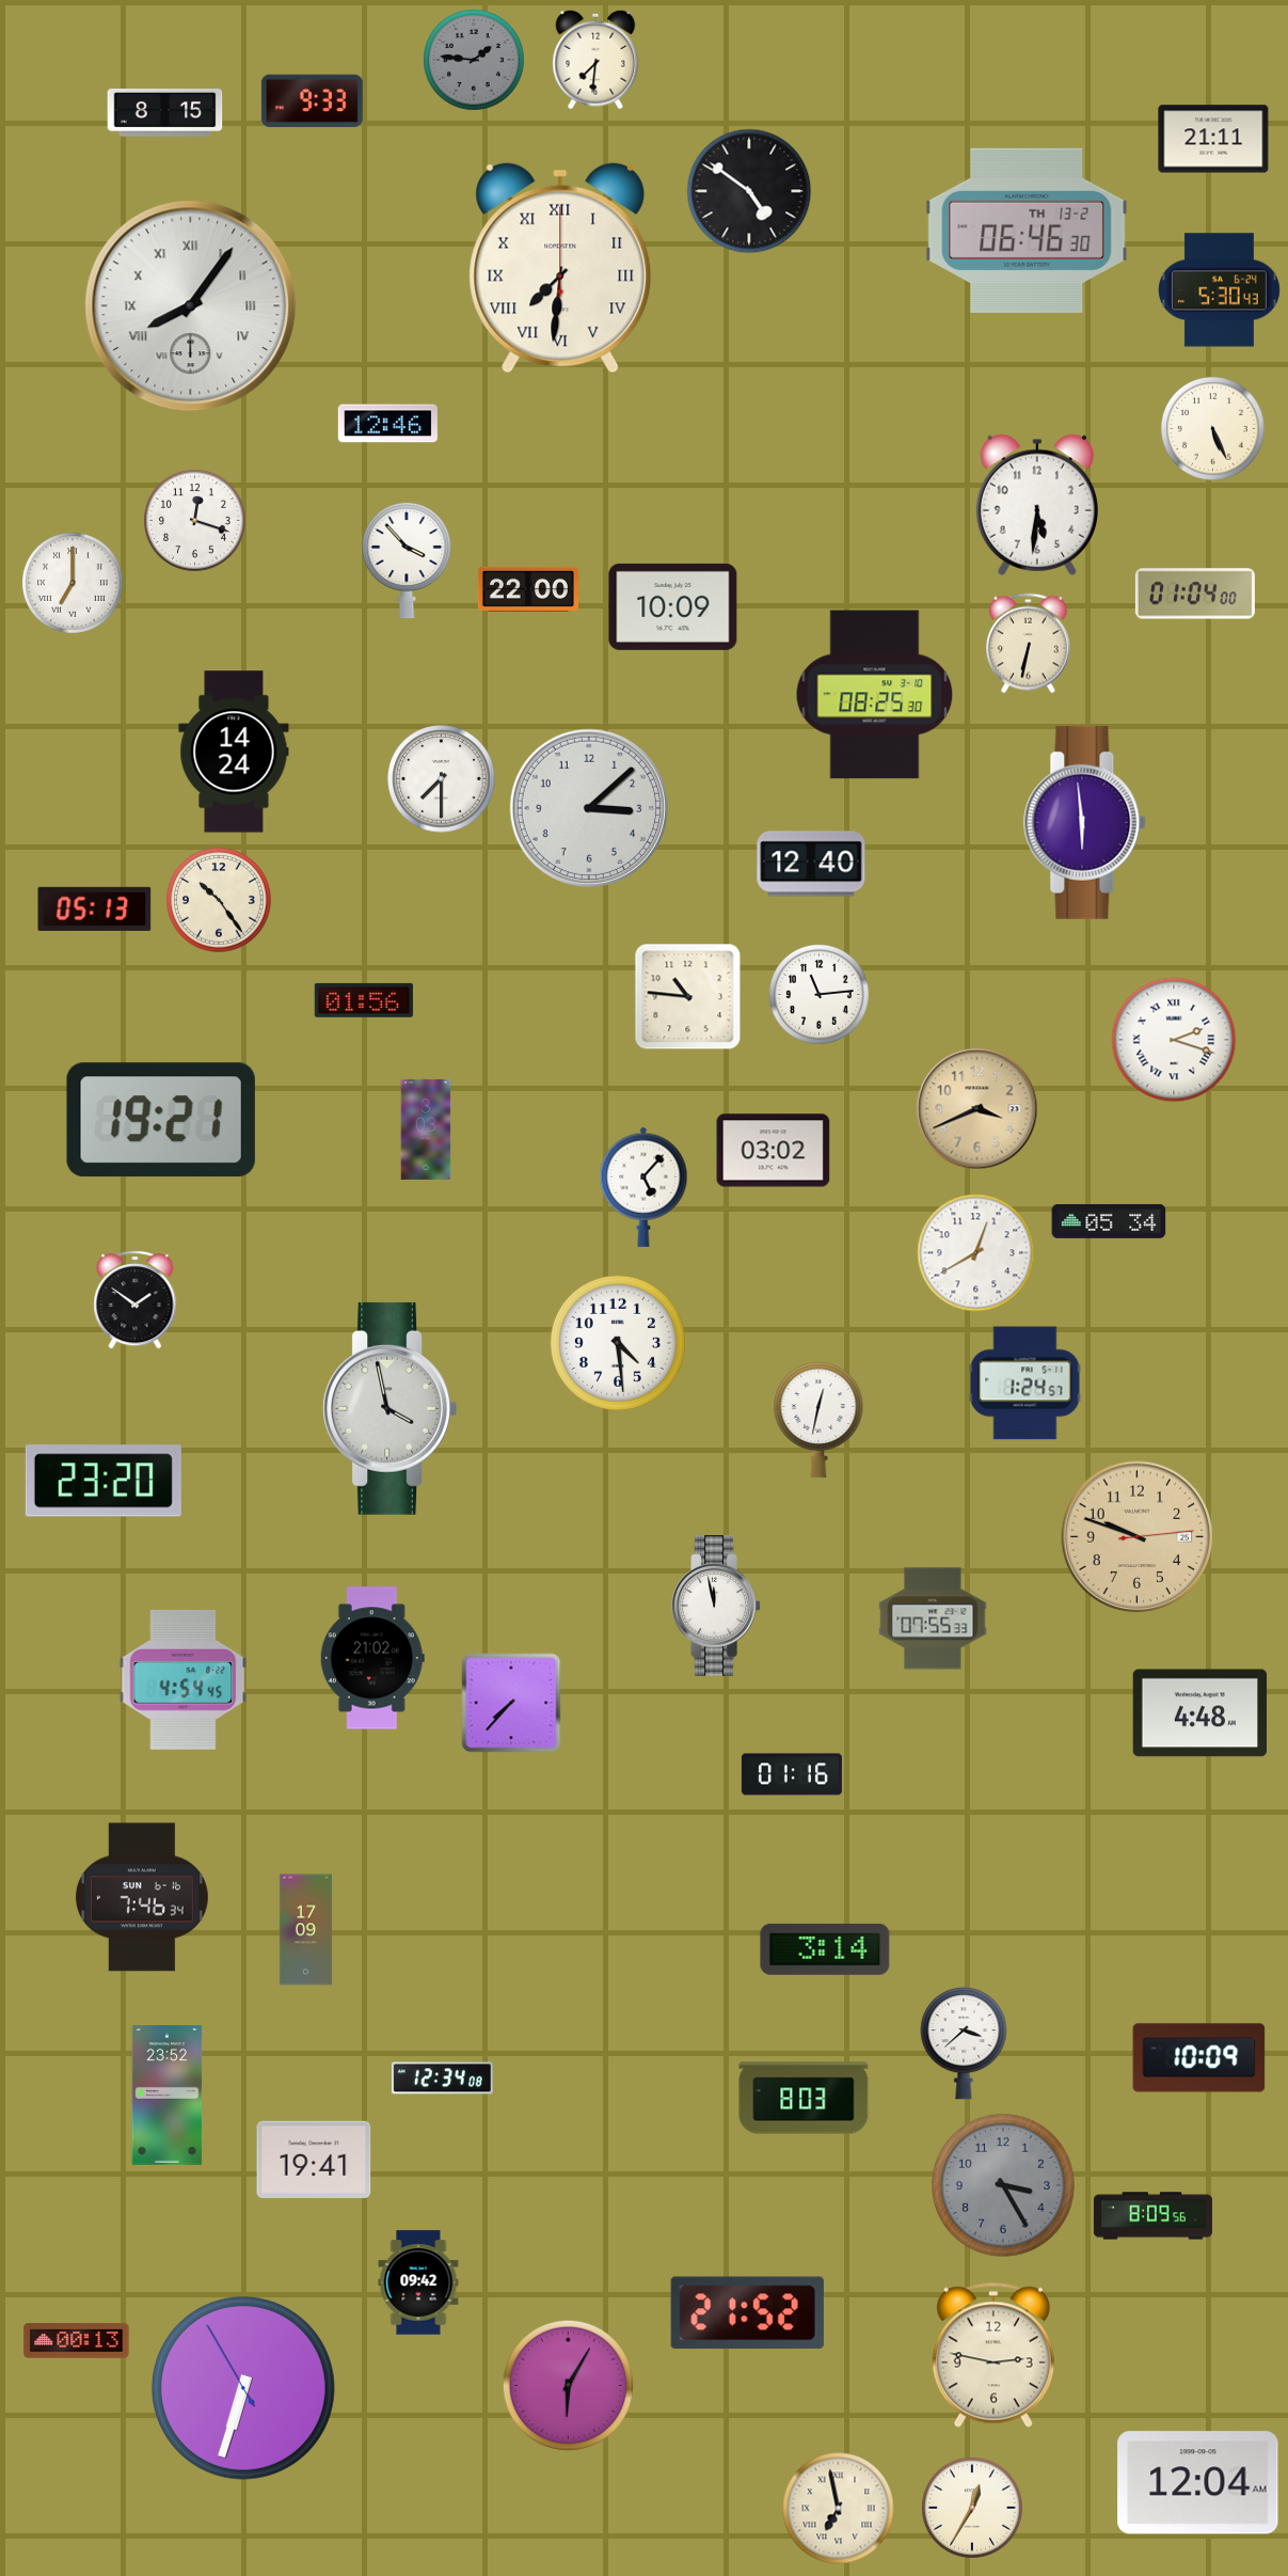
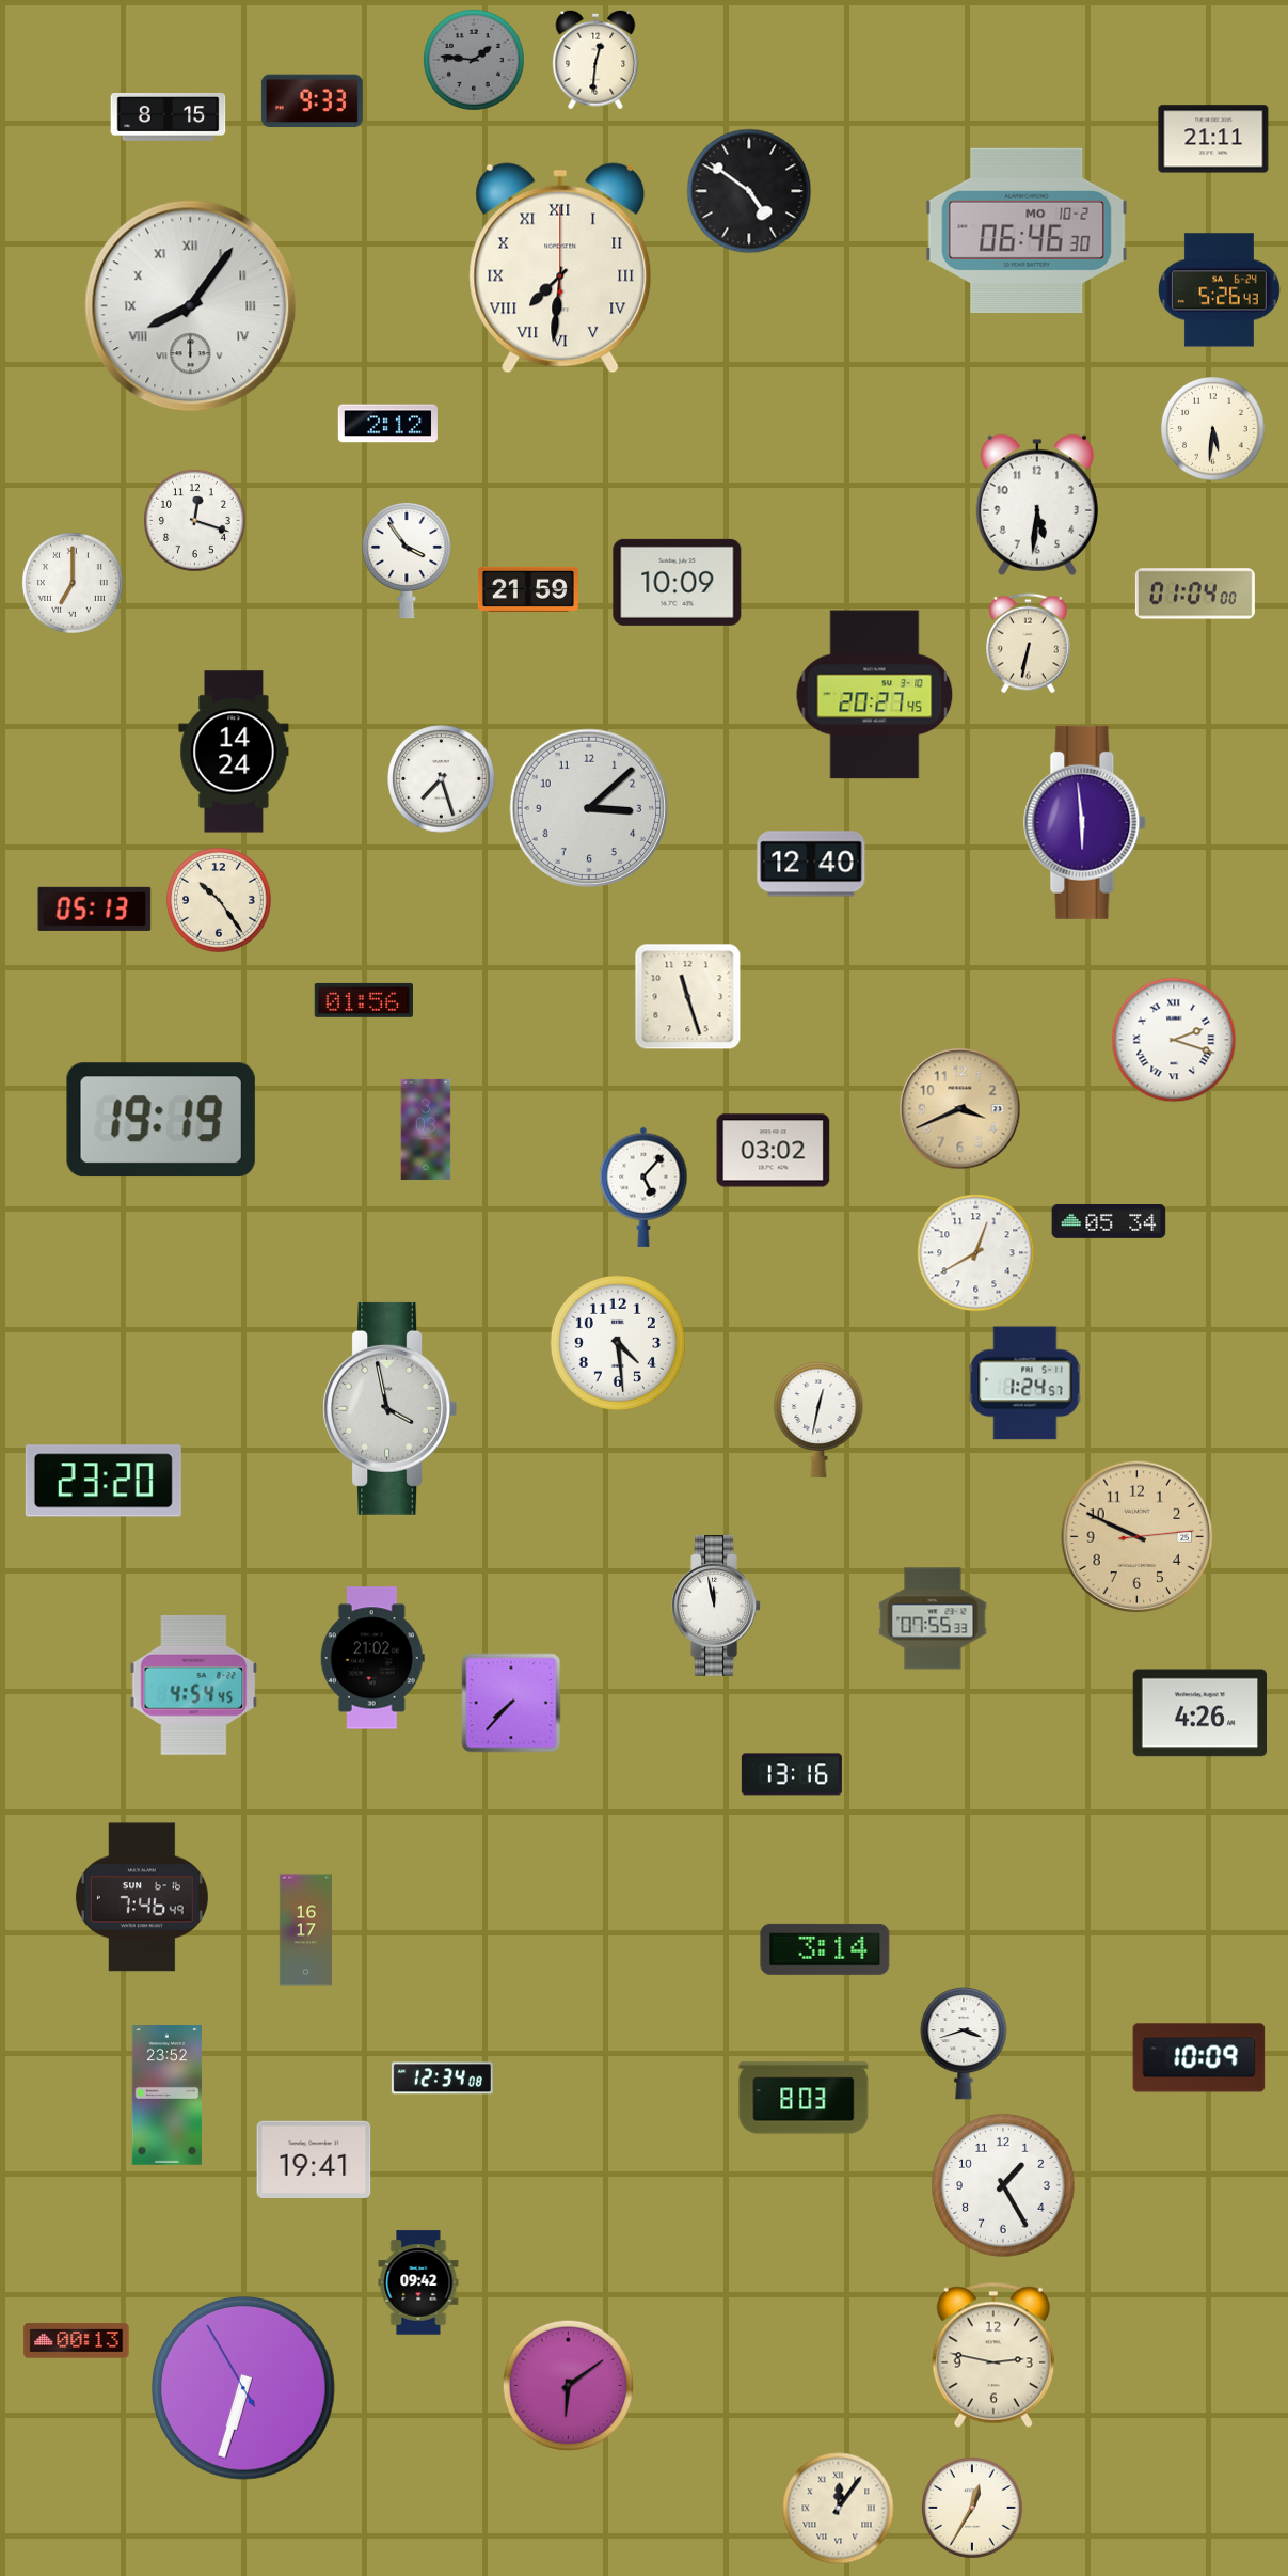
clock at (595, 60): 7:31 -> 12:31
clock at (165, 113) position: (165, 113) -> (169, 117)
clock at (1027, 231) date: TH 13-2 -> MO 10-2
clock at (1220, 290): 5:30 -> 5:26
clock at (387, 424): 12:46 -> 2:12
clock at (1213, 429): 5:26 -> 5:31
clock at (407, 560): 3:53 -> 3:54
clock at (528, 589): 22:00 -> 21:59
clock at (673, 606) position: (673, 606) -> (678, 582)
clock at (875, 695): 08:25 -> 20:27
clock at (442, 779): 7:30 -> 7:27
clock at (818, 994): 11:14 -> none
clock at (688, 997): 10:46 -> 11:27
clock at (977, 1109) position: (977, 1109) -> (960, 1109)
clock at (161, 1120): 19:21 -> 19:19
clock at (136, 1300): 1:51 -> none
clock at (1138, 1537): 9:48 -> 9:49
clock at (184, 1679) position: (184, 1679) -> (194, 1685)
clock at (1200, 1713): 4:48 -> 4:26
clock at (792, 1774): 01:16 -> 13:16
clock at (142, 1897): 7:46:34 -> 7:46:49
clock at (305, 1930): 17:09 -> 16:17
clock at (964, 2044): 3:38 -> 3:42
clock at (1004, 2186): 3:25 -> 1:25
clock at (1004, 2186) dial: grey -> white
clock at (1152, 2216): 8:09 -> none
clock at (747, 2313): 21:52 -> none
clock at (569, 2386): 6:05 -> 6:09
clock at (1198, 2483): 12:04 -> none
clock at (839, 2509): 6:58 -> 12:06
